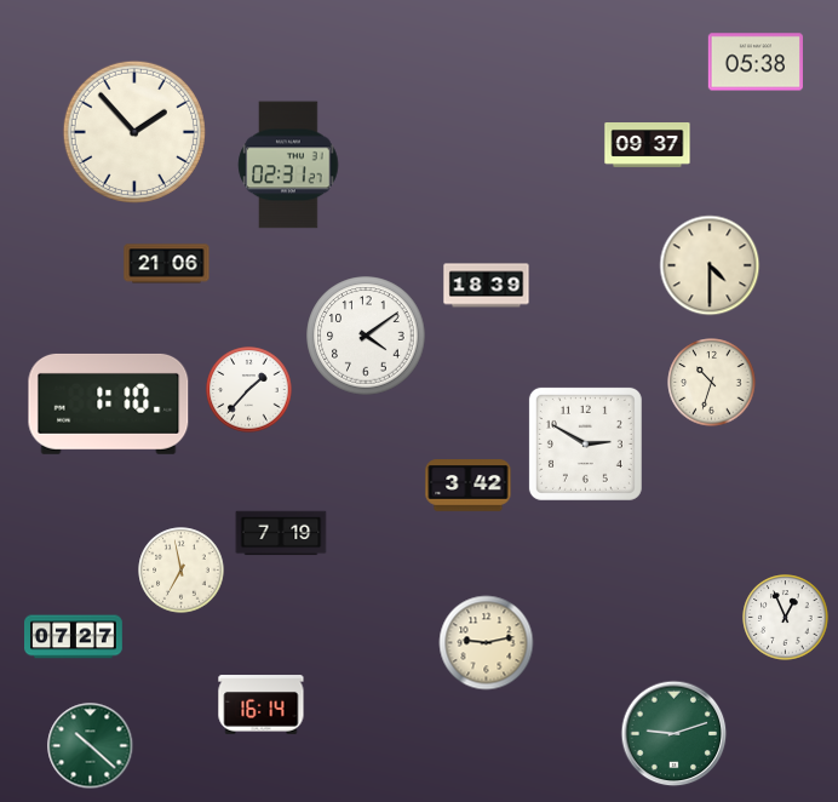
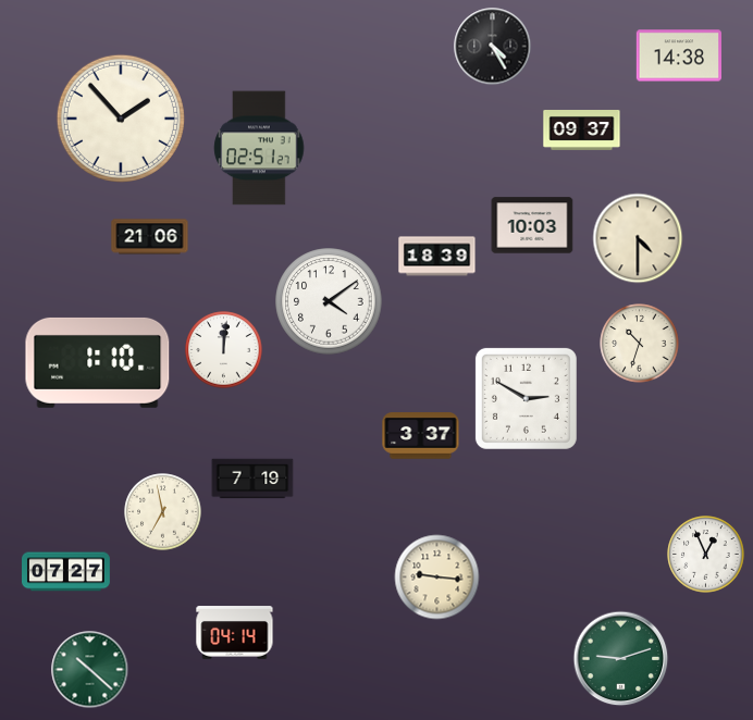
clock at (493, 47): none -> 4:25
clock at (754, 62): 05:38 -> 14:38
clock at (288, 165): 02:31 -> 02:51
clock at (532, 225): none -> 10:03
clock at (249, 390): 1:37 -> 12:01
clock at (469, 486): 3:42 -> 3:37
clock at (487, 643): 9:13 -> 9:16
clock at (262, 705): 16:14 -> 04:14
clock at (675, 734) position: (675, 734) -> (621, 659)
clock at (91, 746) position: (91, 746) -> (90, 670)
